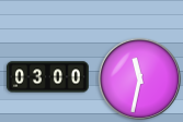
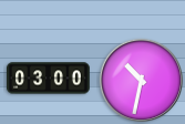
clock at (139, 78): 11:32 -> 10:32
